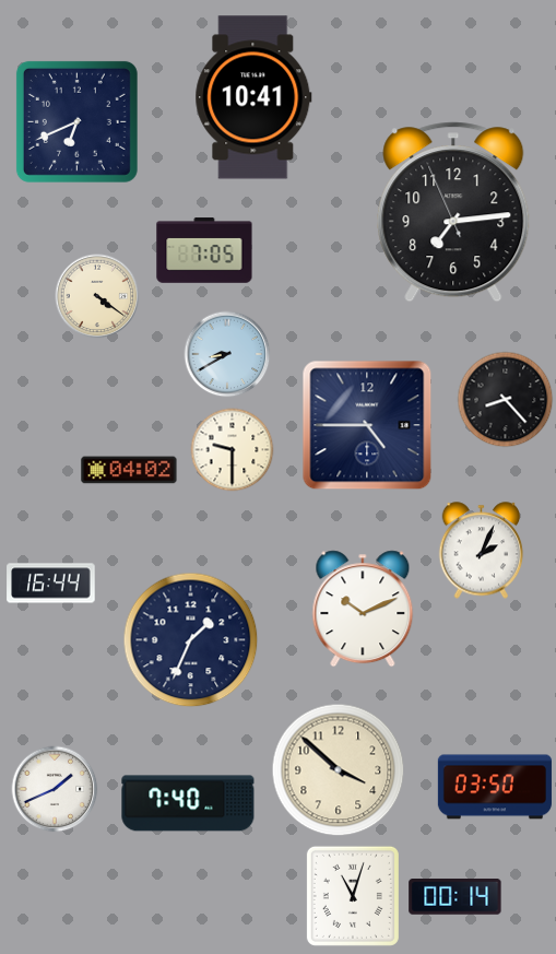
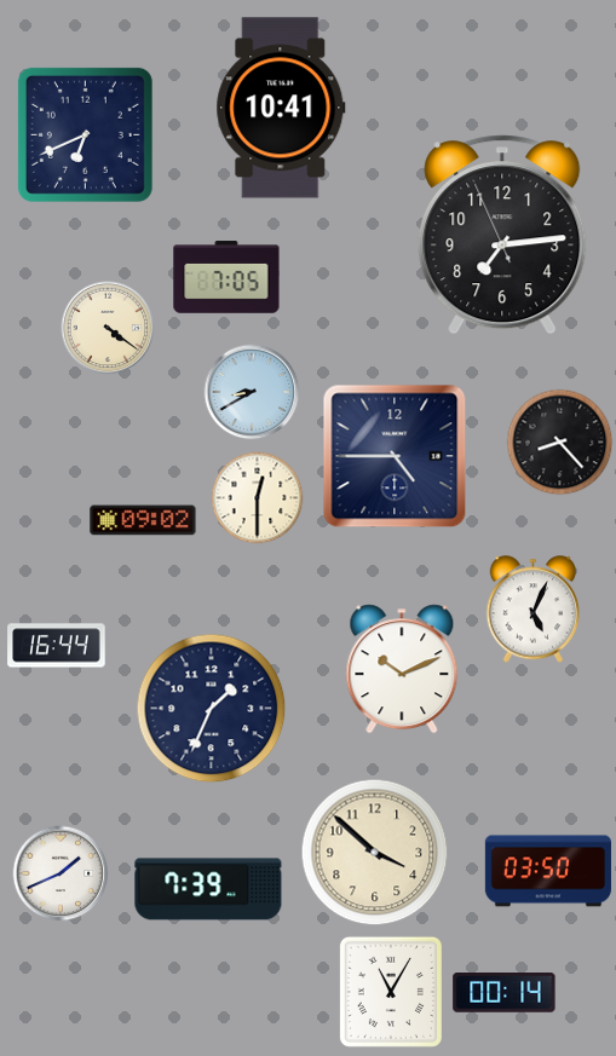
clock at (367, 425) position: (367, 425) -> (395, 456)
clock at (233, 450): 9:30 -> 12:30
clock at (129, 470): 04:02 -> 09:02
clock at (482, 551): 2:04 -> 5:04
clock at (363, 609) position: (363, 609) -> (402, 669)
clock at (188, 803): 7:40 -> 7:39
clock at (353, 896): 11:03 -> 11:05
